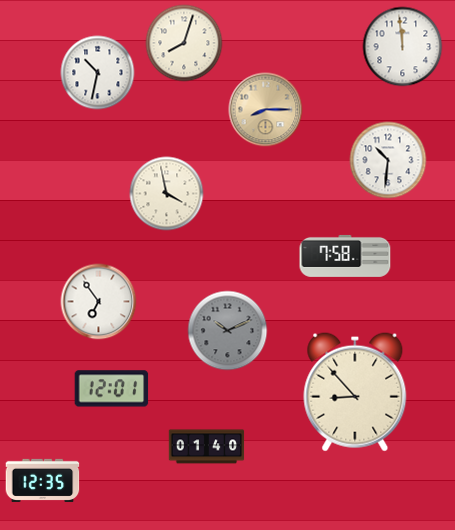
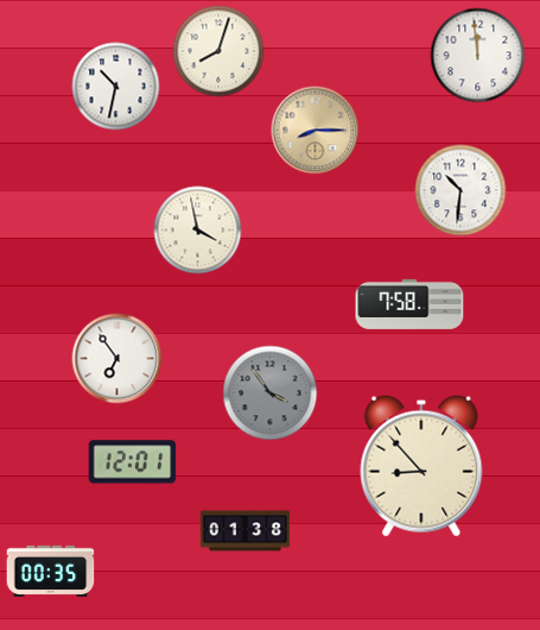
clock at (228, 331): 10:11 -> 3:54
clock at (207, 447): 01:40 -> 01:38
clock at (43, 480): 12:35 -> 00:35
